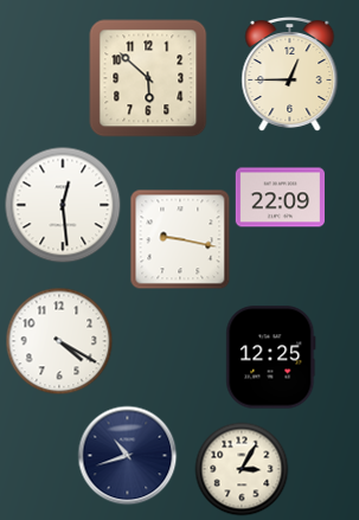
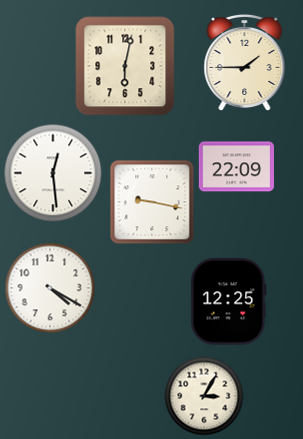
clock at (290, 75): 12:45 -> 1:45
clock at (148, 78): 5:52 -> 6:02
clock at (128, 456): 10:42 -> none
